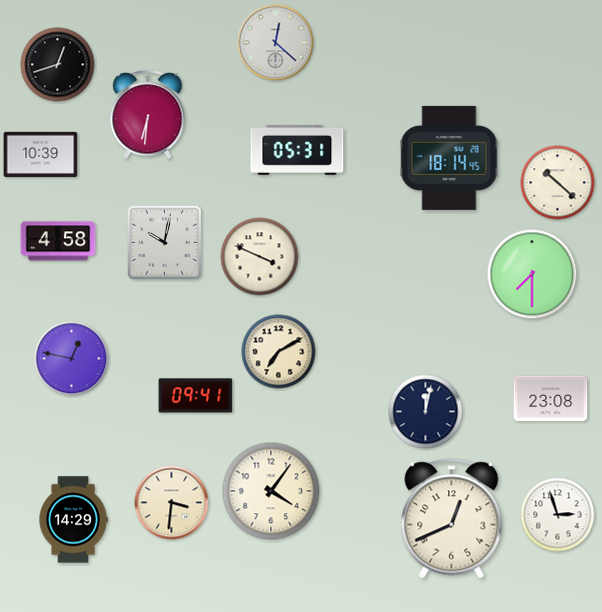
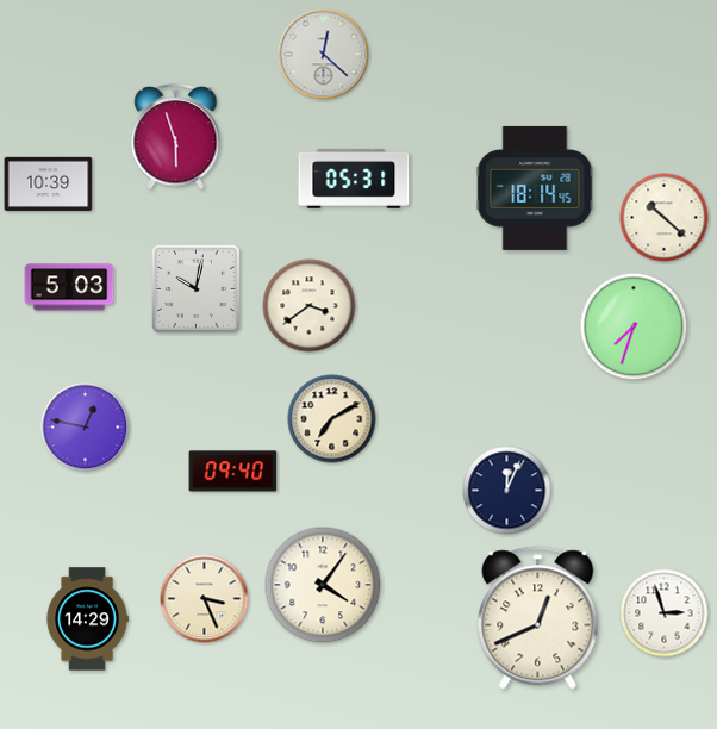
clock at (276, 43) position: (276, 43) -> (324, 55)
clock at (58, 65): 12:42 -> none
clock at (148, 115): 6:31 -> 5:57
clock at (58, 241): 4:58 -> 5:03
clock at (260, 257): 3:49 -> 3:39
clock at (532, 274): 7:30 -> 7:33
clock at (196, 396): 09:41 -> 09:40
clock at (551, 399): 23:08 -> none
clock at (426, 412): 12:02 -> 12:04
clock at (172, 503): 3:31 -> 3:26
